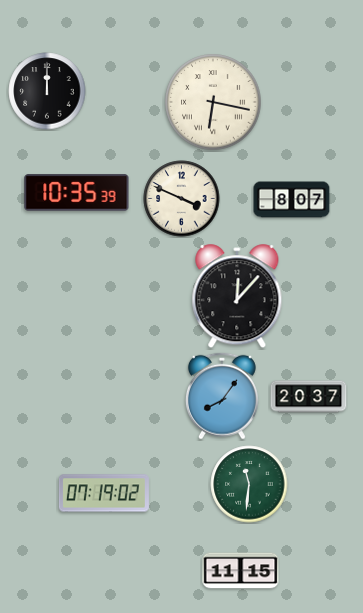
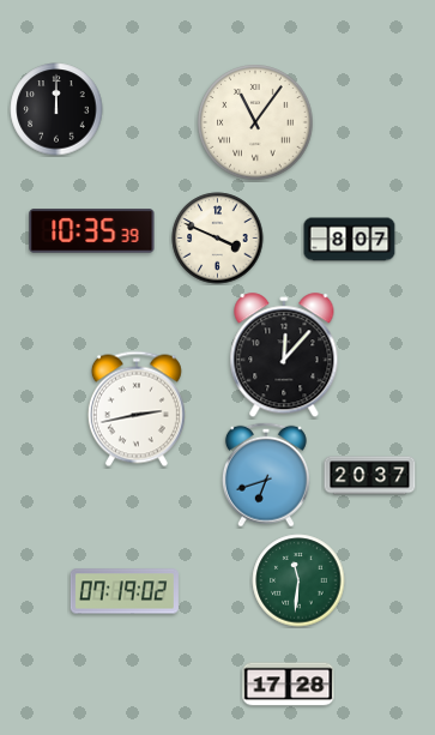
clock at (213, 102): 6:17 -> 11:06
clock at (137, 409): none -> 2:43
clock at (222, 396): 8:06 -> 6:42
clock at (241, 571): 11:15 -> 17:28
